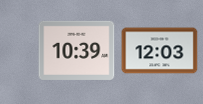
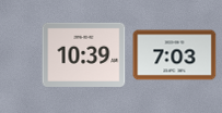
clock at (160, 51): 12:03 -> 7:03
